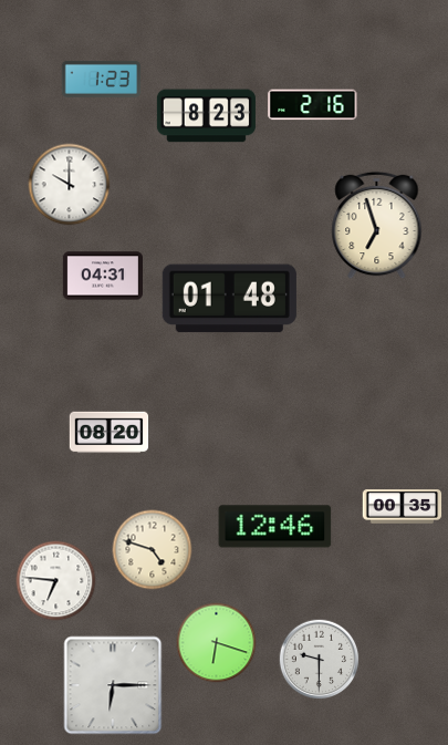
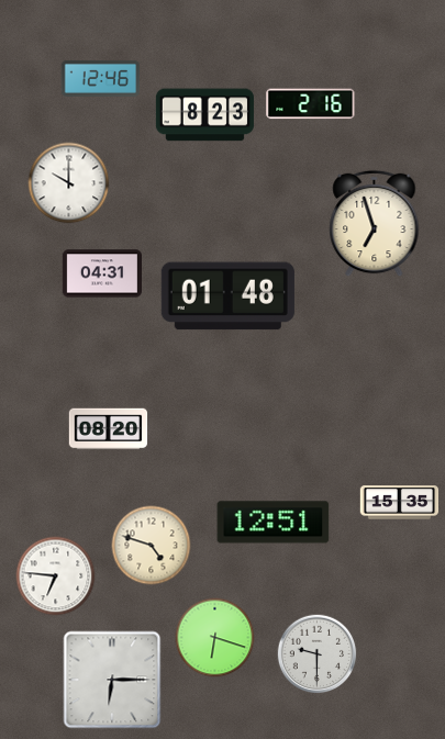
clock at (102, 79): 1:23 -> 12:46
clock at (403, 507): 00:35 -> 15:35
clock at (275, 527): 12:46 -> 12:51
